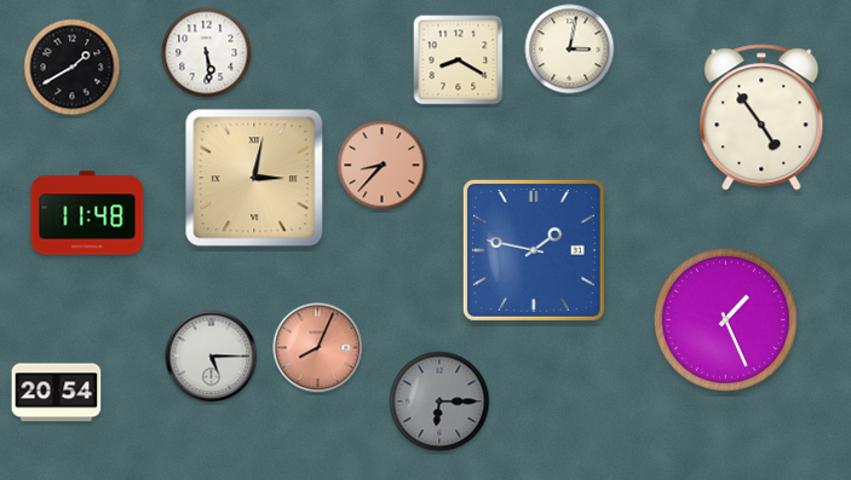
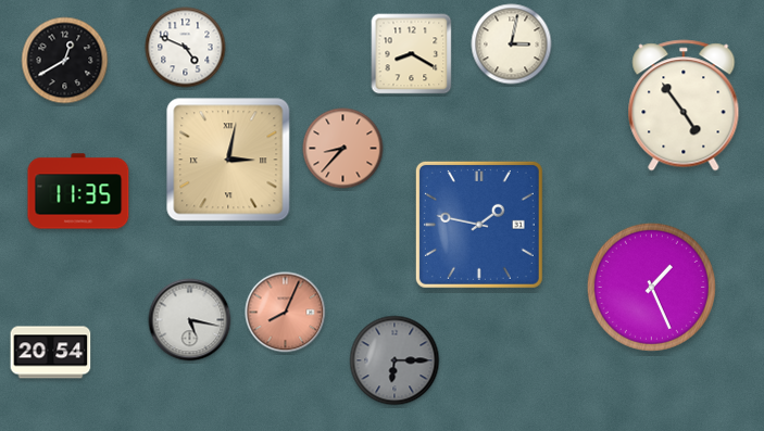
clock at (207, 53): 5:29 -> 4:49
clock at (73, 68): 1:40 -> 12:40
clock at (87, 213): 11:48 -> 11:35
clock at (212, 357): 5:15 -> 5:17
